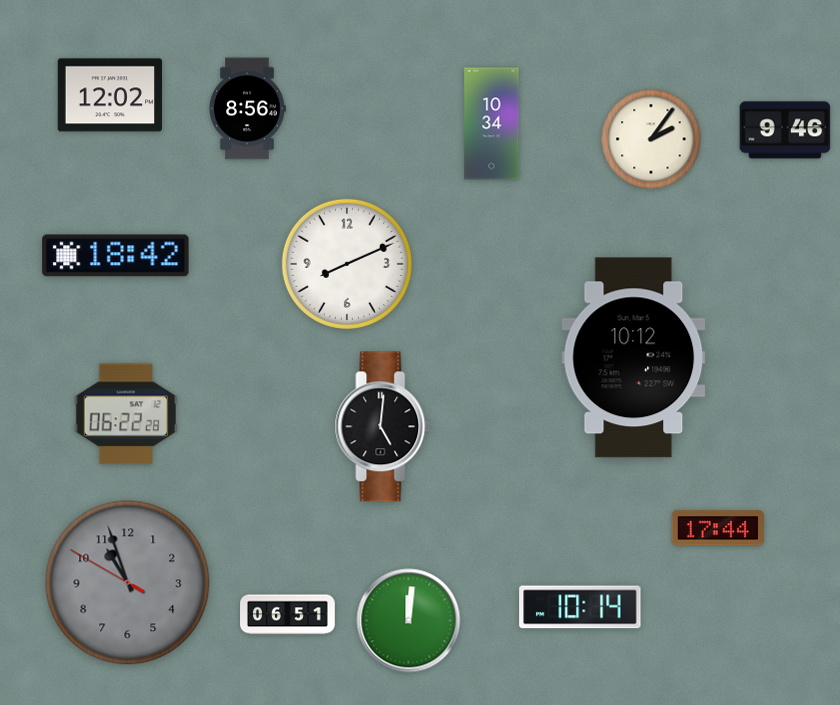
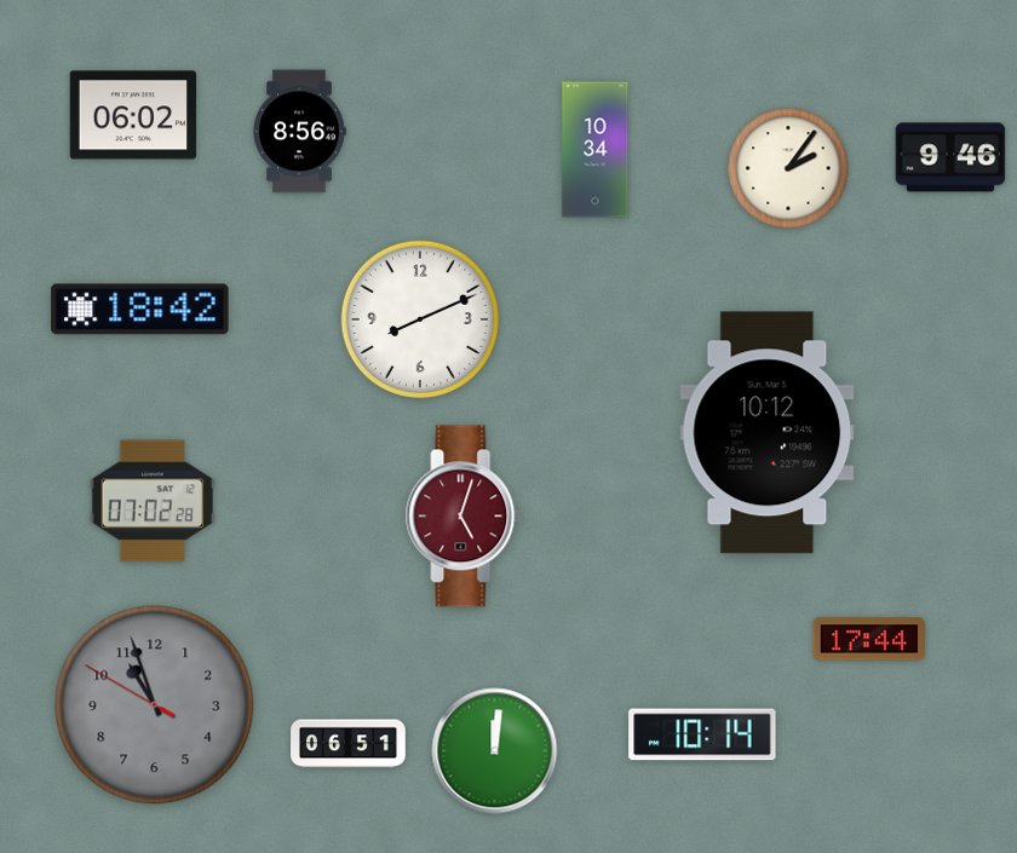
clock at (109, 95): 12:02 -> 06:02
clock at (126, 414): 06:22 -> 07:02
clock at (383, 427): 5:01 -> 5:03
clock at (383, 427) dial: black -> burgundy
